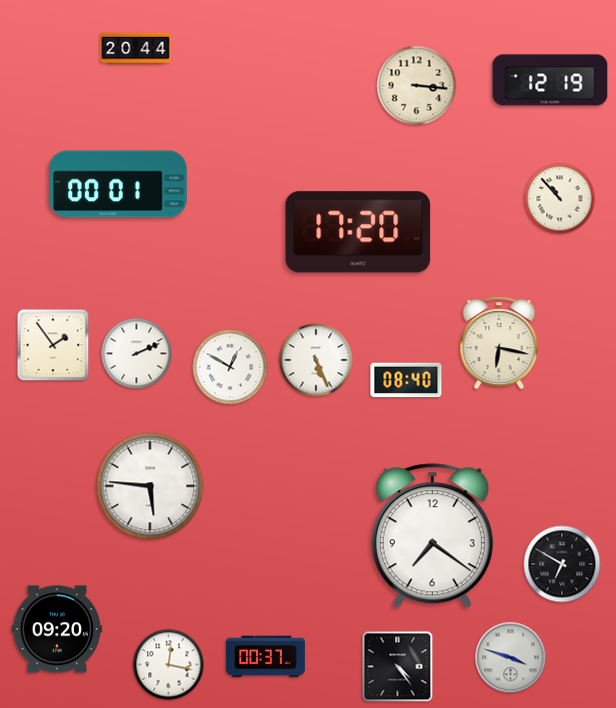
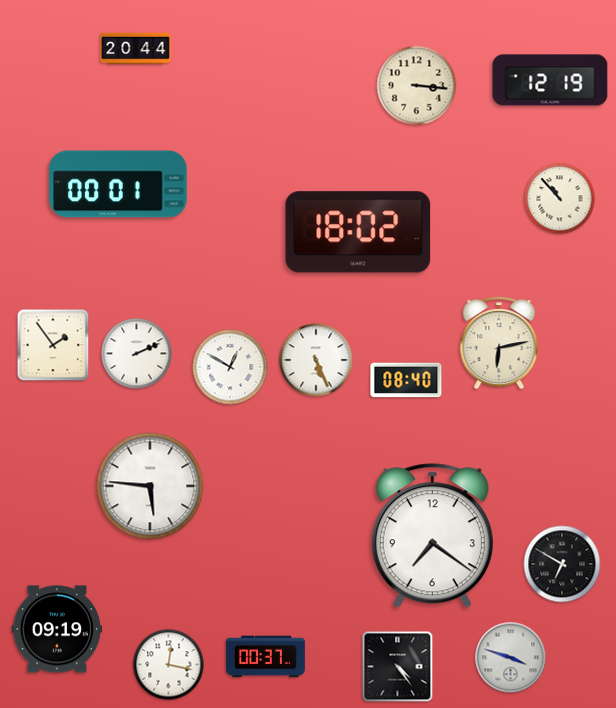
clock at (358, 232): 17:20 -> 18:02
clock at (499, 344): 6:17 -> 6:13
clock at (57, 629): 09:20 -> 09:19
